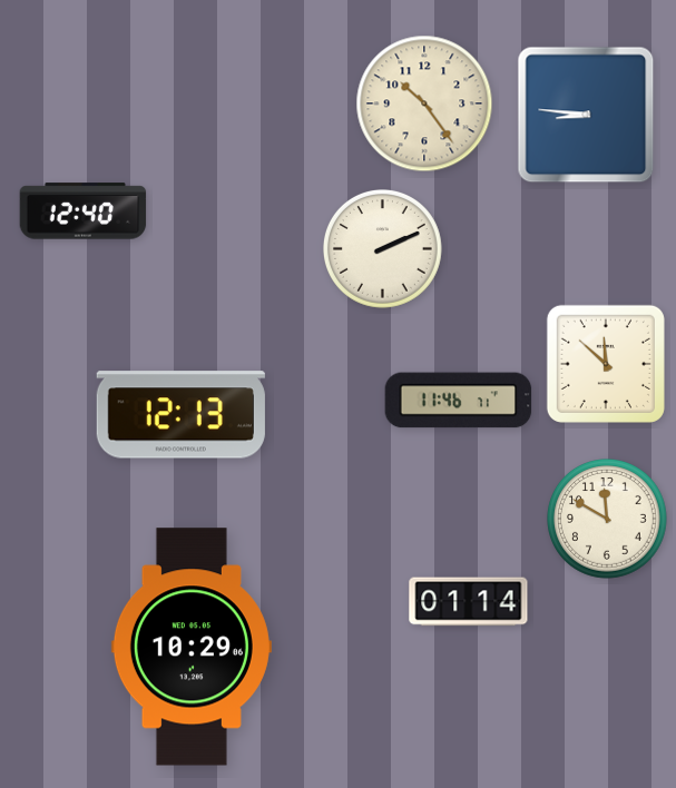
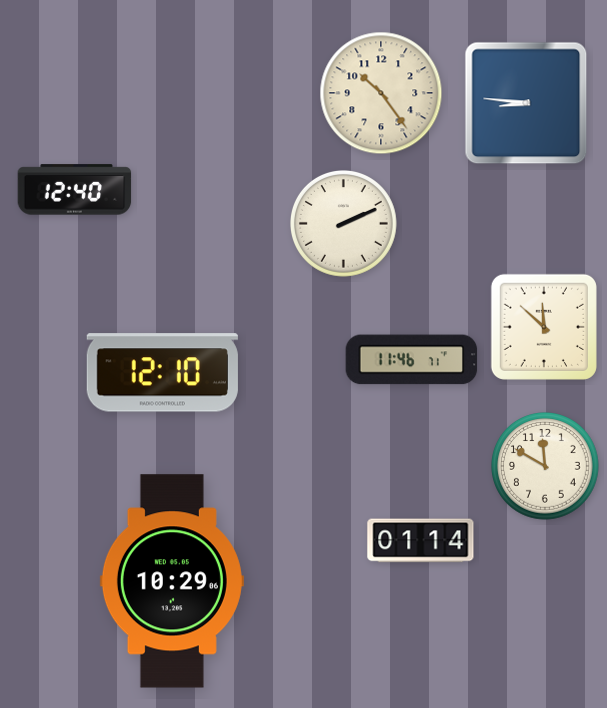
clock at (180, 415): 12:13 -> 12:10
